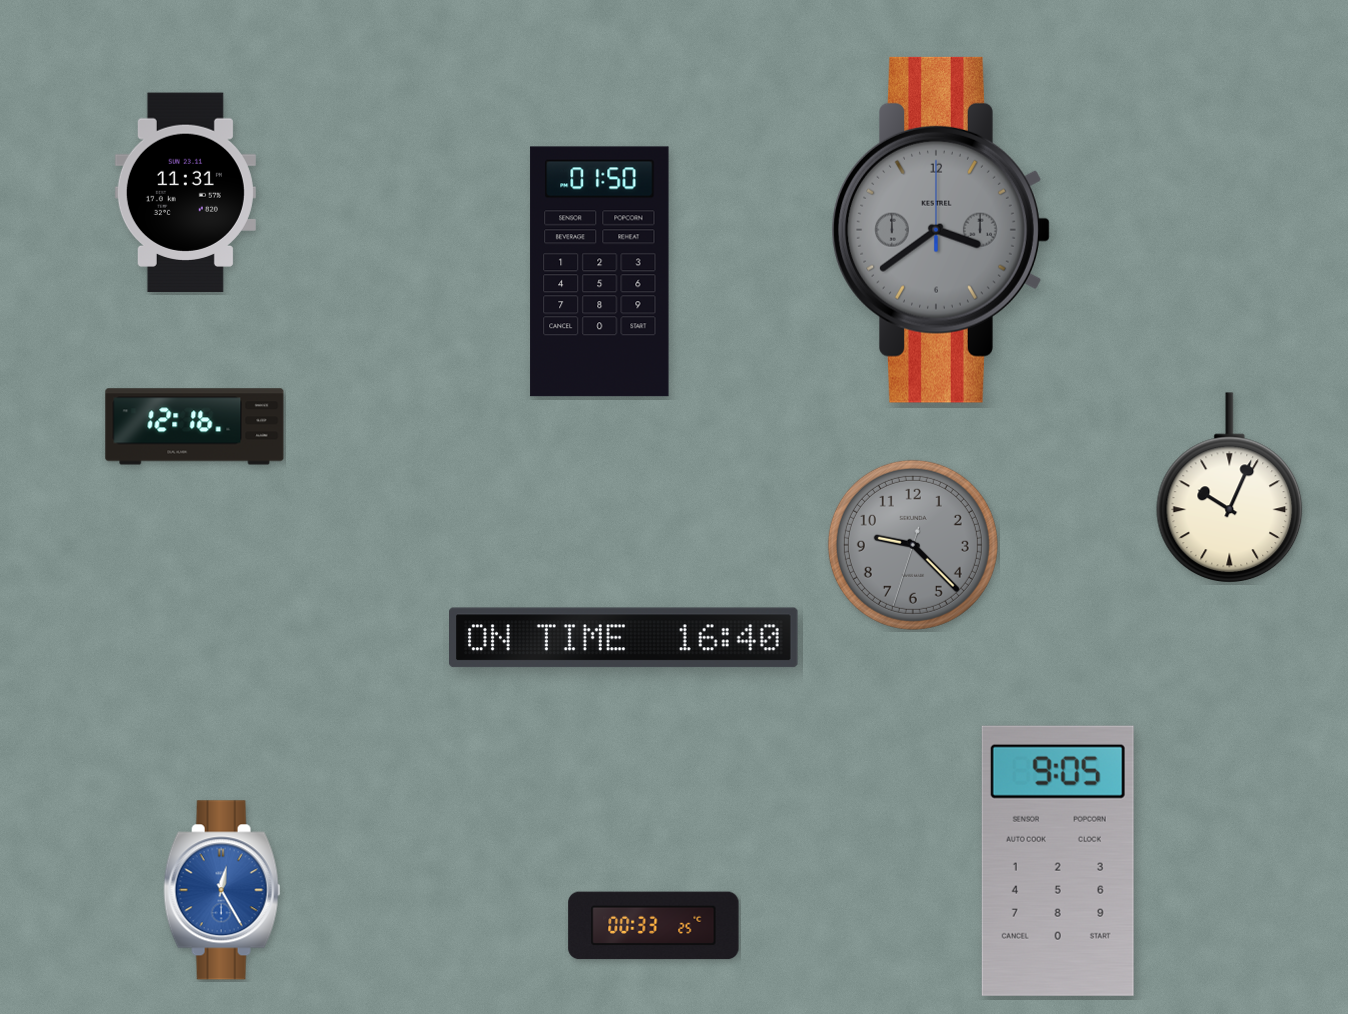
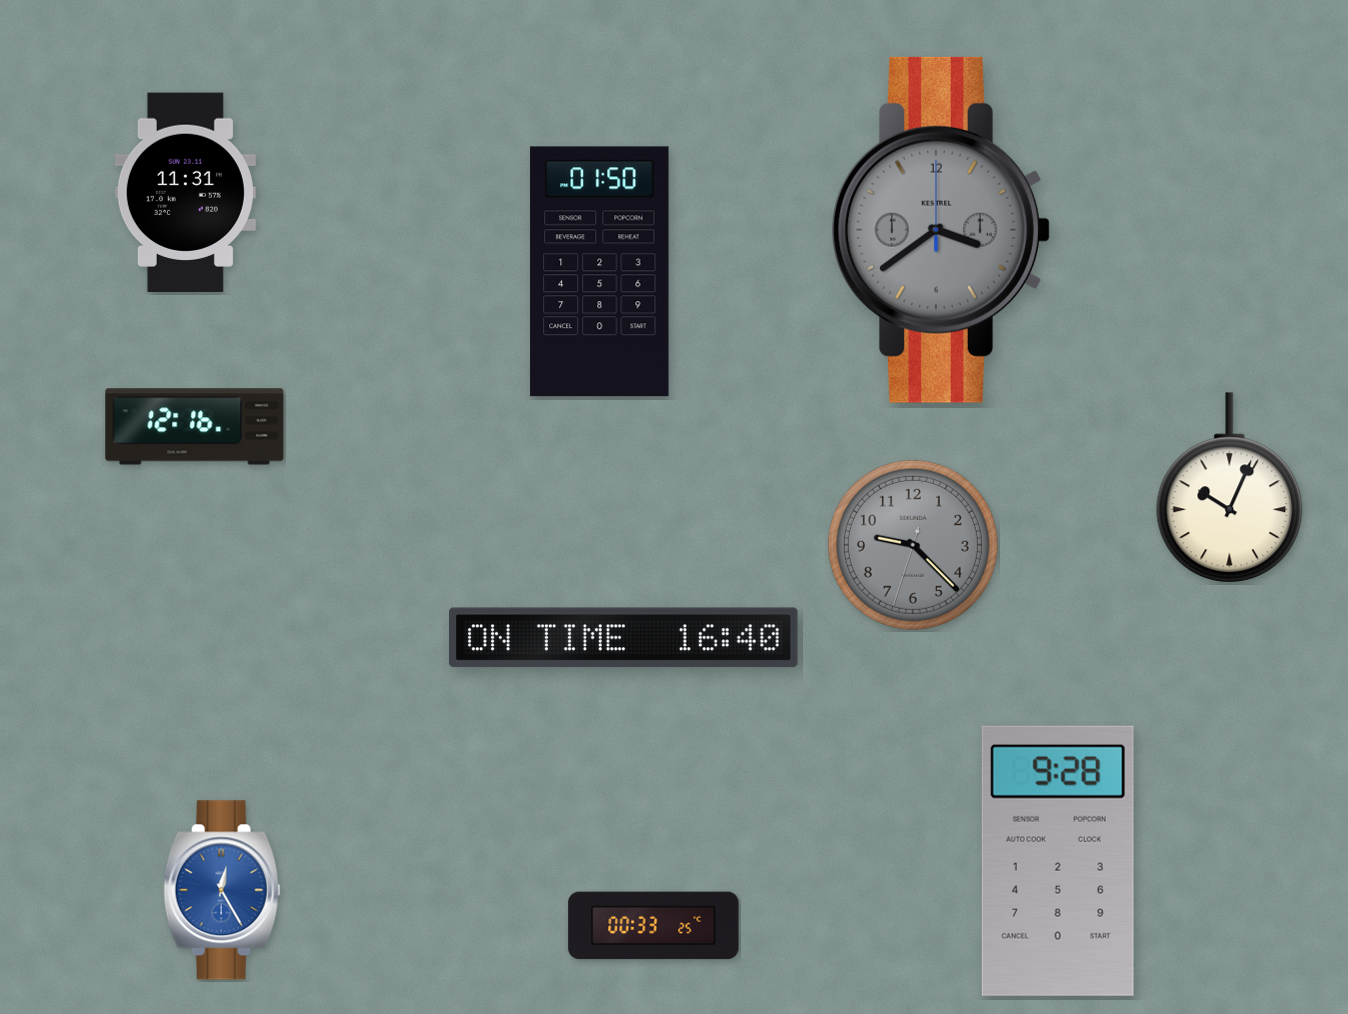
clock at (1058, 861): 9:05 -> 9:28
